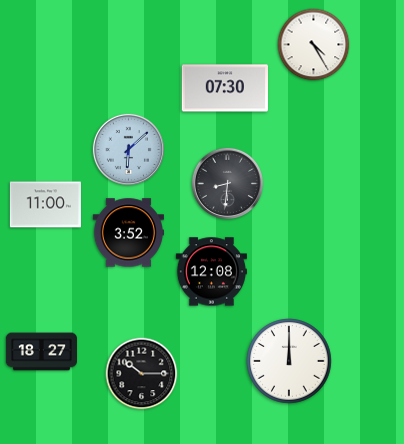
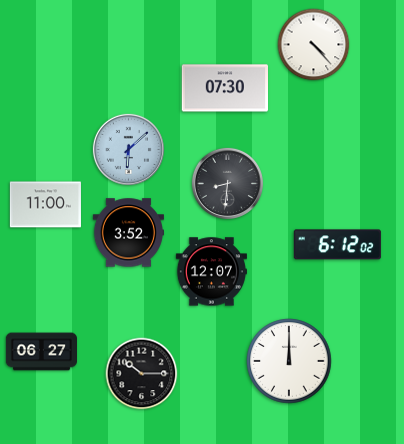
clock at (314, 45): 4:25 -> 4:23
clock at (337, 245): none -> 6:12
clock at (211, 272): 12:08 -> 12:07
clock at (41, 352): 18:27 -> 06:27
